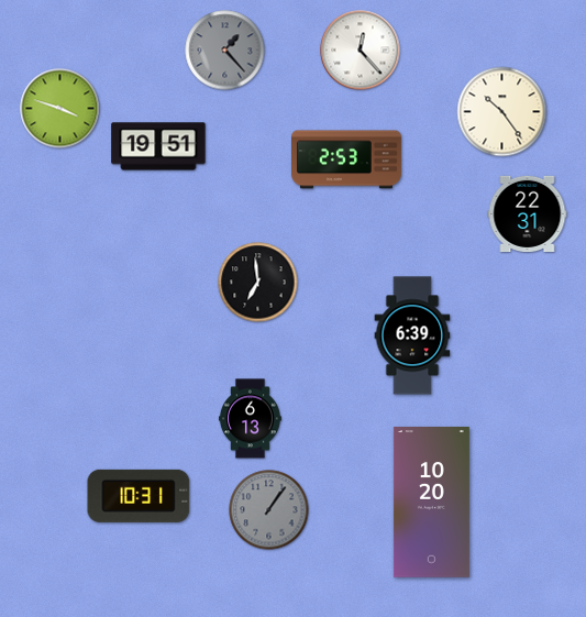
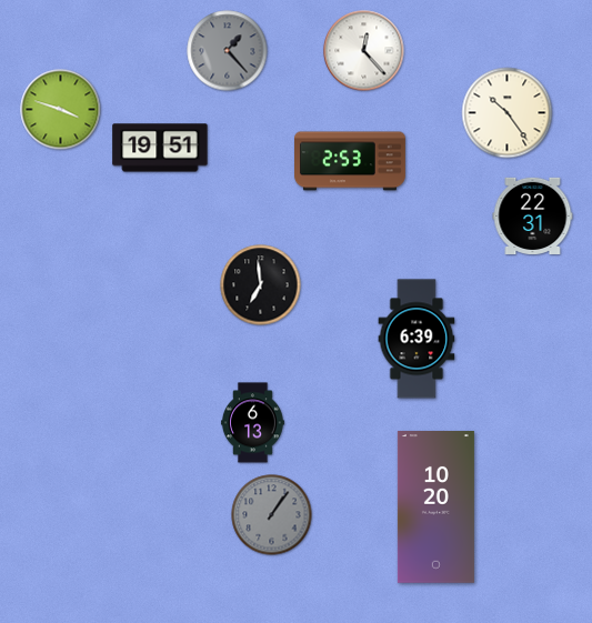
clock at (139, 496): 10:31 -> none
